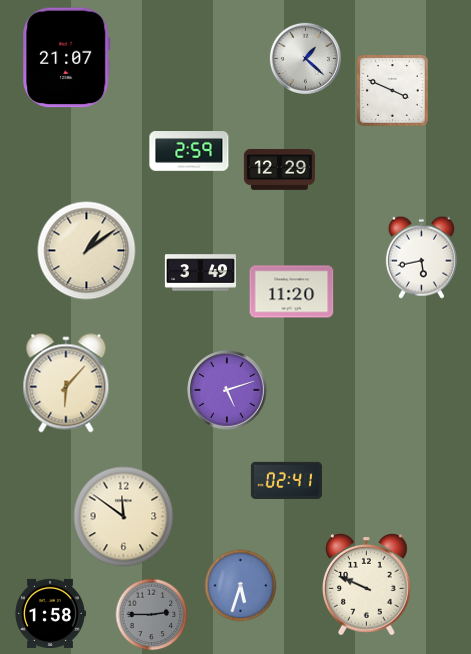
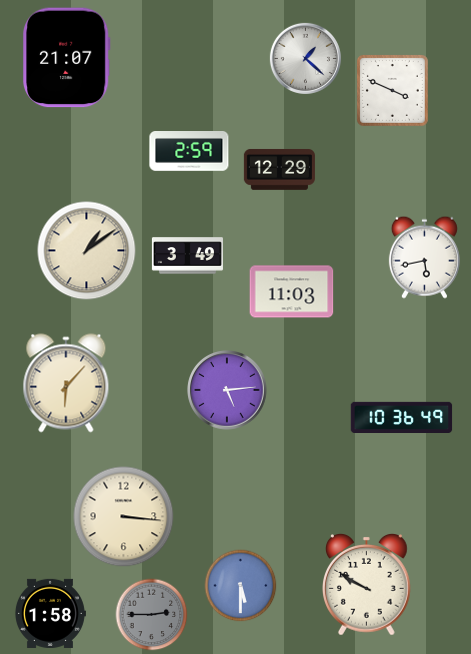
clock at (421, 257) position: (421, 257) -> (424, 257)
clock at (200, 273) position: (200, 273) -> (187, 256)
clock at (292, 292): 11:20 -> 11:03
clock at (227, 390): 5:12 -> 5:14
clock at (402, 417): none -> 10:36
clock at (286, 480): 02:41 -> none
clock at (124, 517): 11:51 -> 3:16
clock at (367, 585): 9:49 -> 9:50
clock at (241, 586): 5:33 -> 5:30
